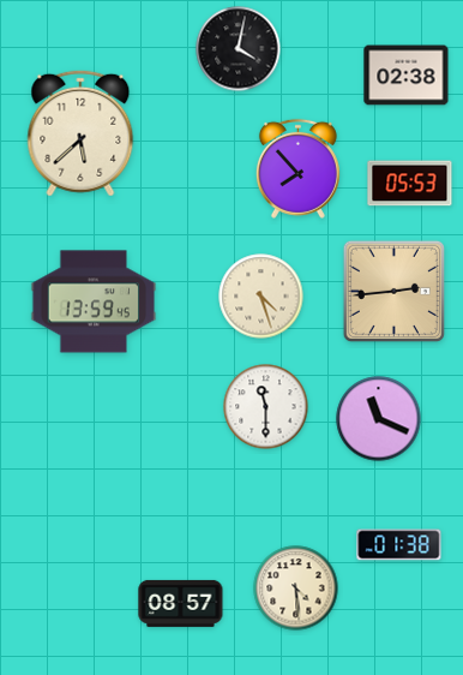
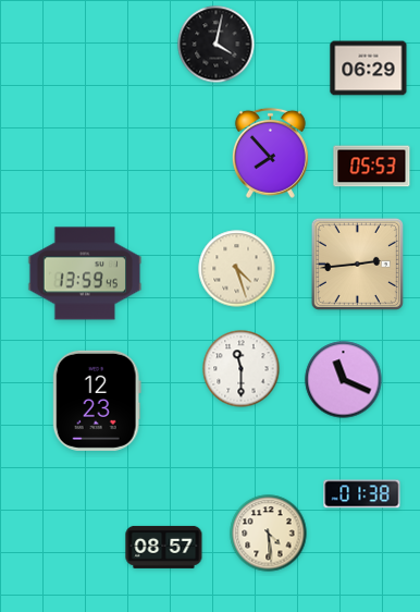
clock at (407, 76): 02:38 -> 06:29
clock at (80, 133): 5:38 -> none
clock at (97, 401): none -> 12:23
